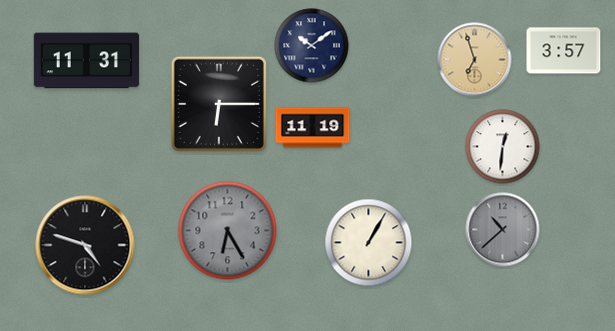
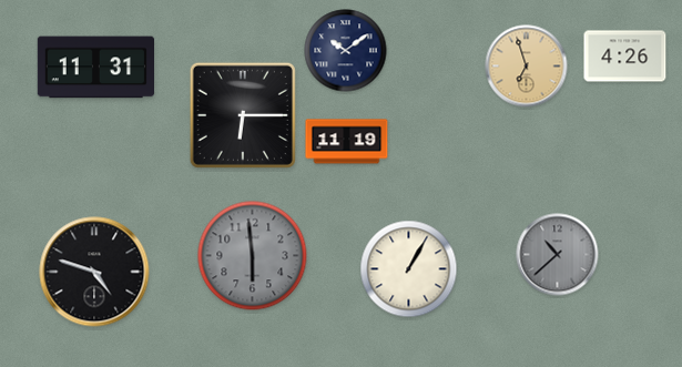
clock at (564, 51): 3:57 -> 4:26
clock at (503, 147): 12:31 -> none
clock at (228, 231): 6:25 -> 5:59
